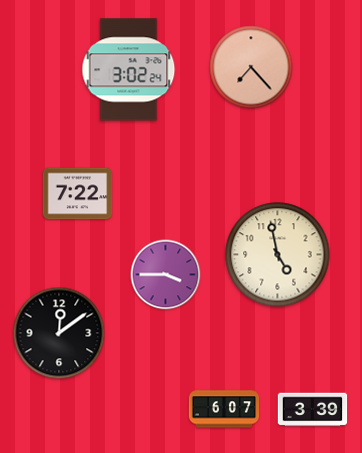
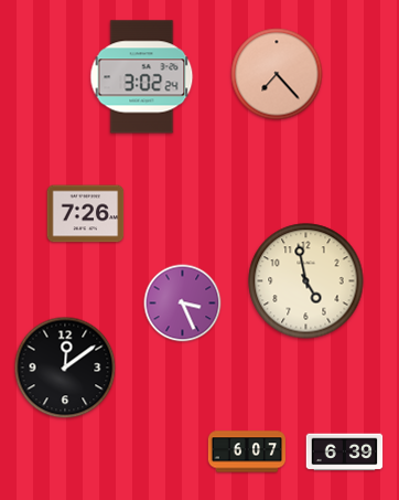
clock at (78, 194): 7:22 -> 7:26
clock at (166, 275): 3:45 -> 3:26
clock at (313, 410): 3:39 -> 6:39
